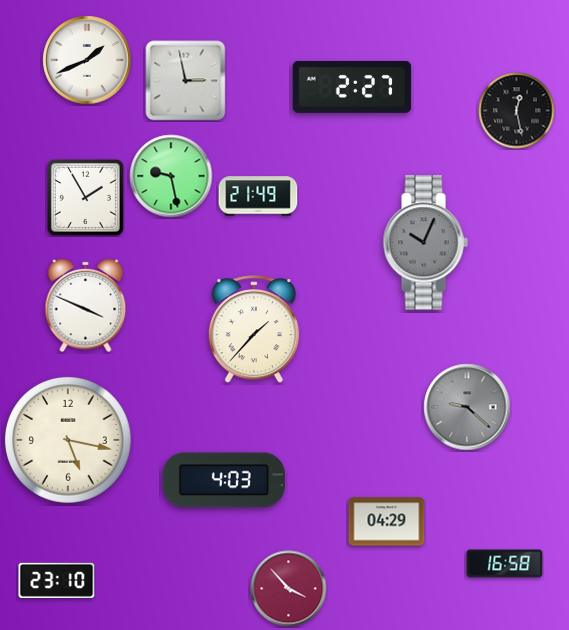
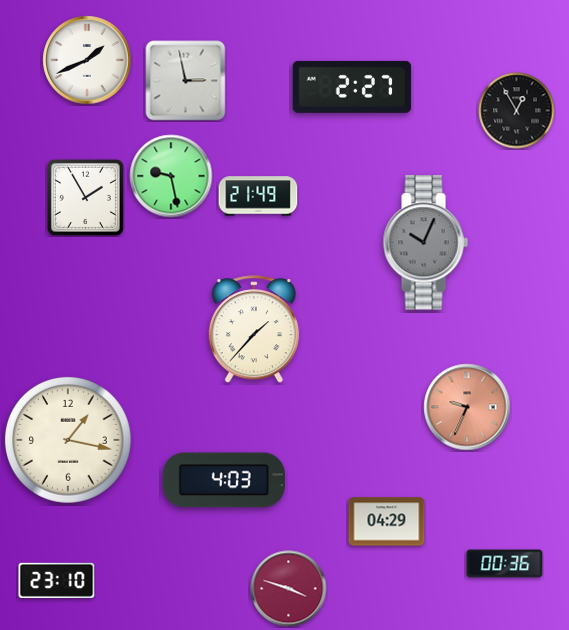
clock at (517, 111): 12:28 -> 12:55
clock at (86, 306): 3:49 -> none
clock at (467, 407): 9:22 -> 9:34
clock at (467, 407) dial: grey -> salmon
clock at (68, 440): 5:17 -> 1:17
clock at (505, 564): 16:58 -> 00:36
clock at (289, 589): 3:53 -> 3:48
